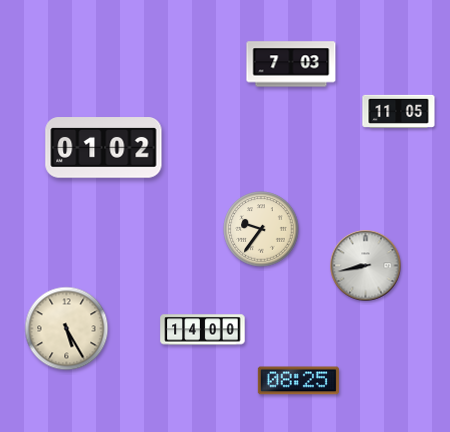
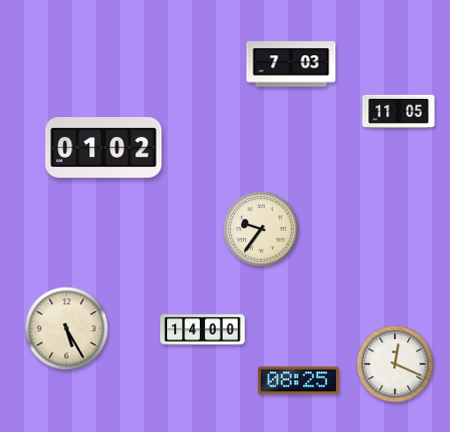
clock at (366, 266): 8:43 -> none
clock at (395, 364): none -> 12:19
